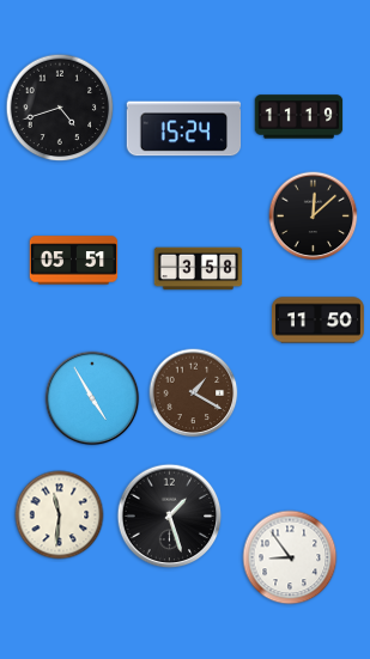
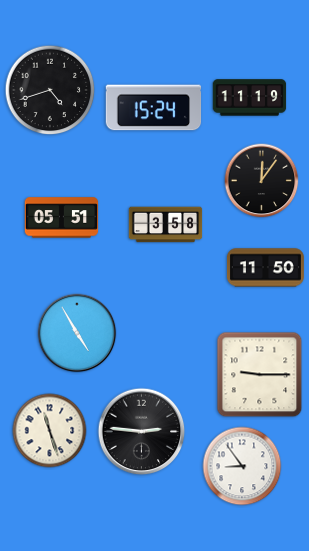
clock at (314, 216): 12:08 -> 12:06
clock at (194, 393): 1:20 -> none
clock at (260, 375): none -> 9:15
clock at (60, 515): 11:31 -> 11:27
clock at (170, 517): 1:27 -> 2:46
